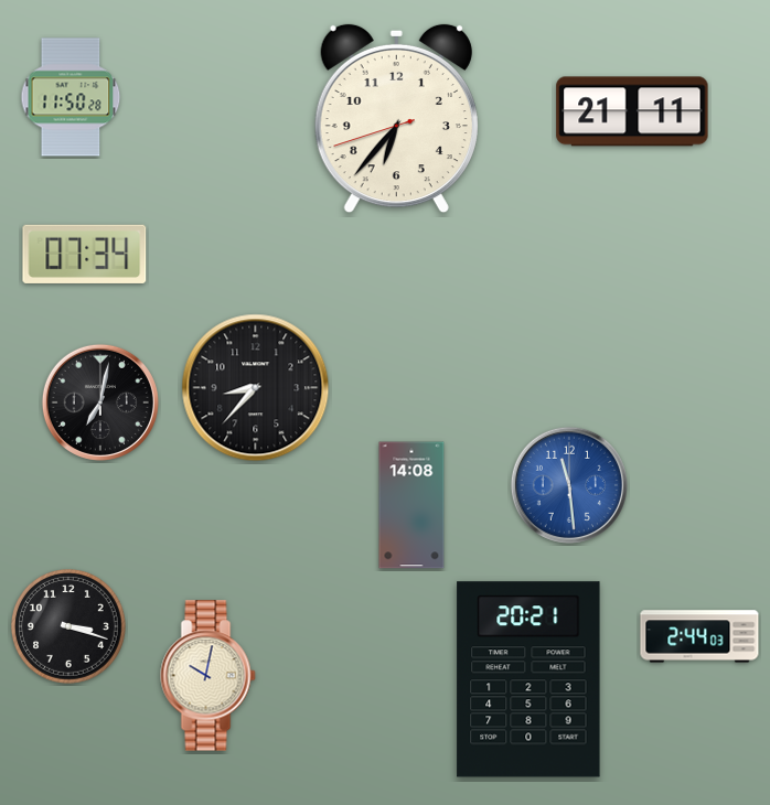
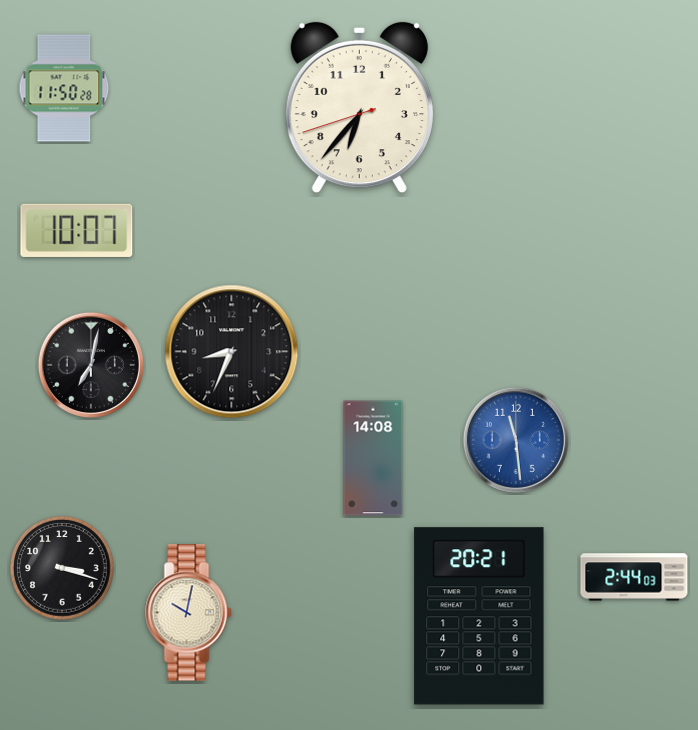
clock at (632, 111): 21:11 -> none
clock at (85, 254): 07:34 -> 10:07
clock at (256, 388): 8:37 -> 8:34
